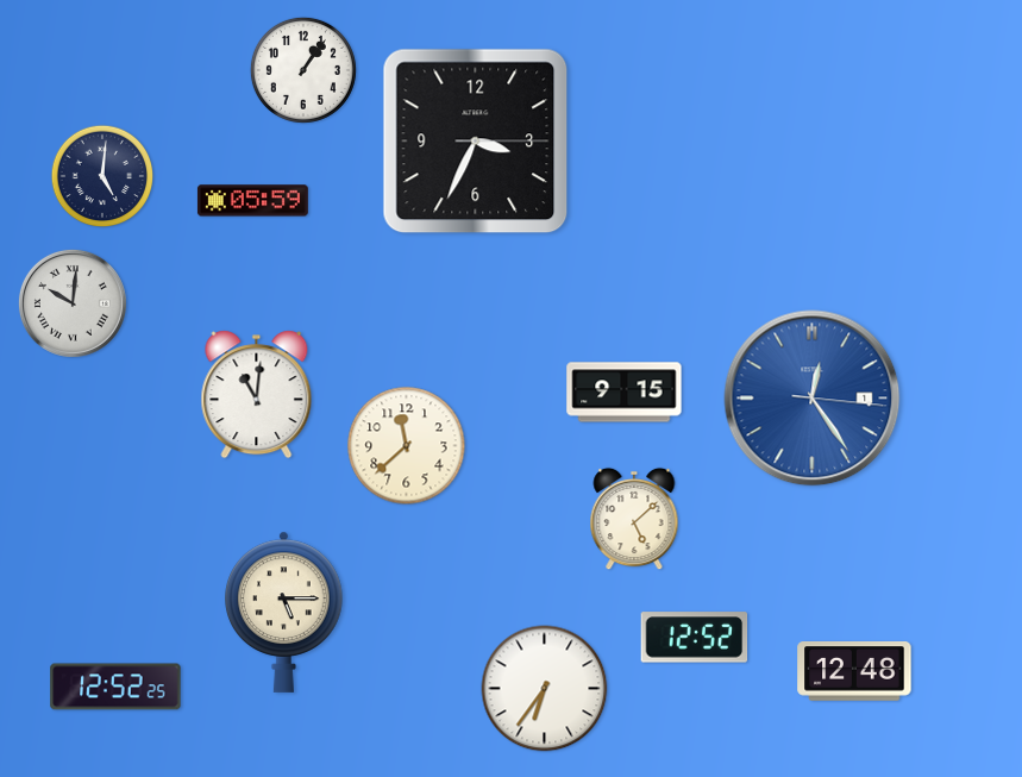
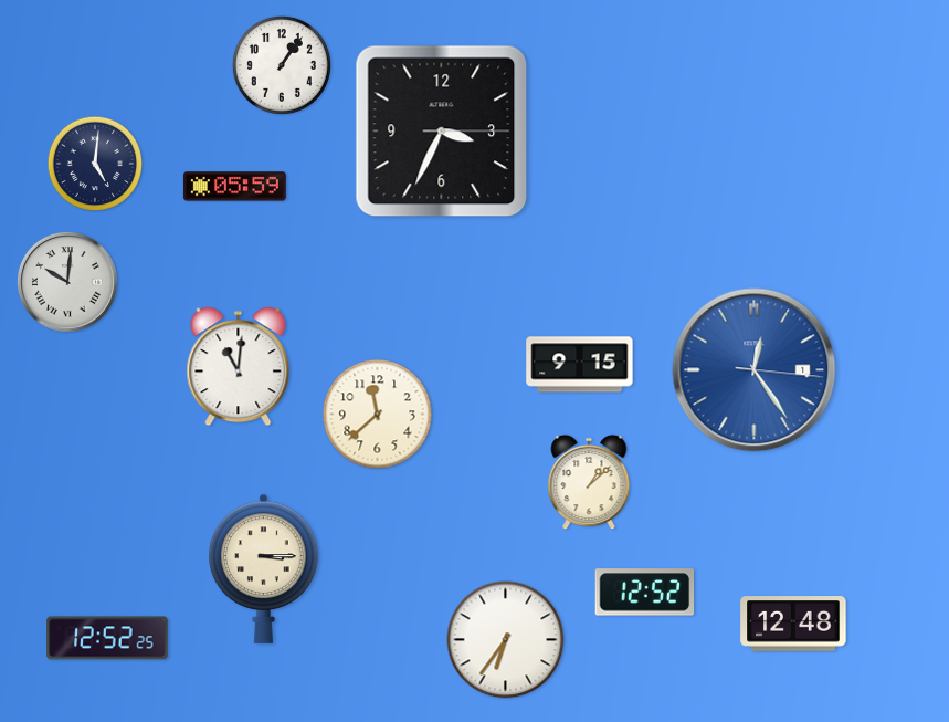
clock at (634, 519): 5:08 -> 1:08
clock at (284, 612): 5:15 -> 3:15
